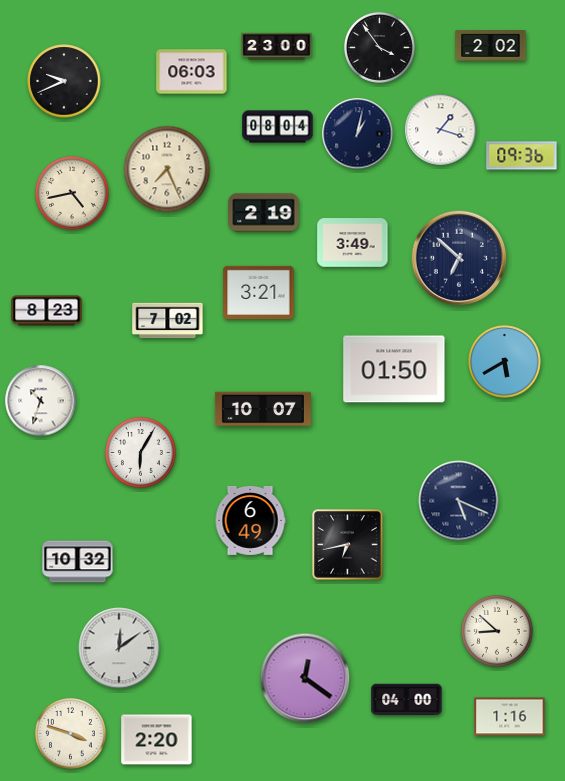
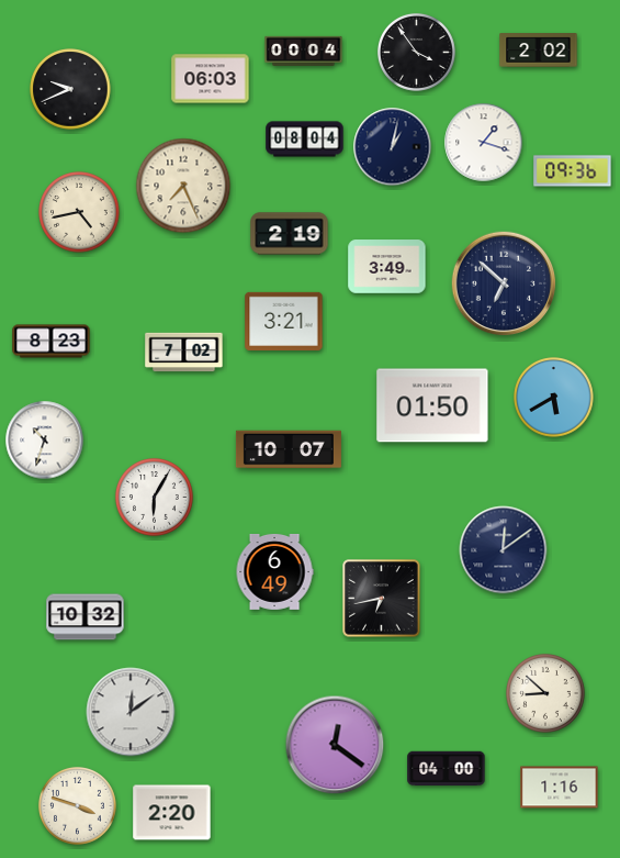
clock at (277, 46): 23:00 -> 00:04
clock at (459, 501): 5:19 -> 12:09
